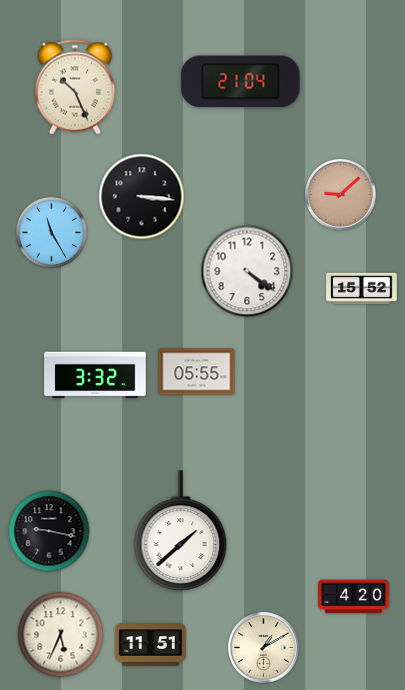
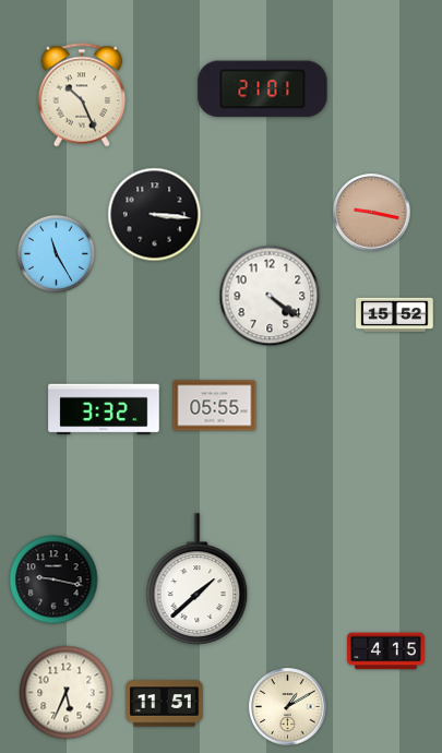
clock at (241, 82): 21:04 -> 21:01
clock at (341, 195): 9:08 -> 9:17
clock at (354, 597): 4:20 -> 4:15
